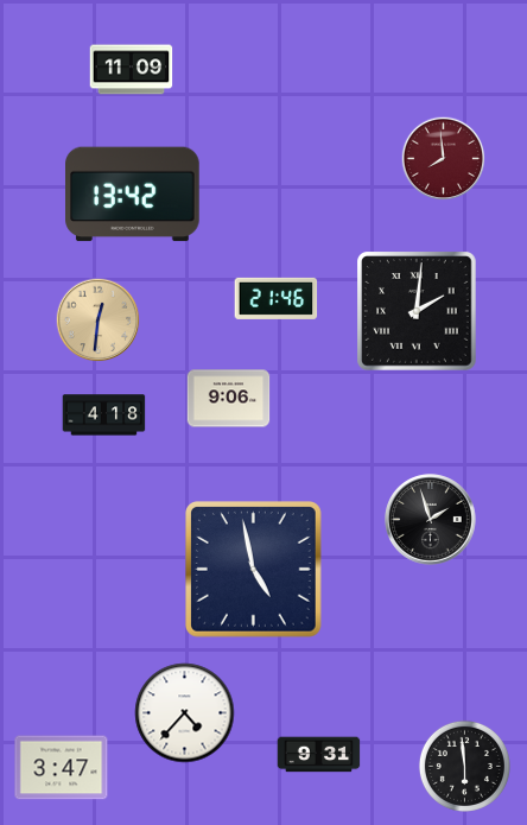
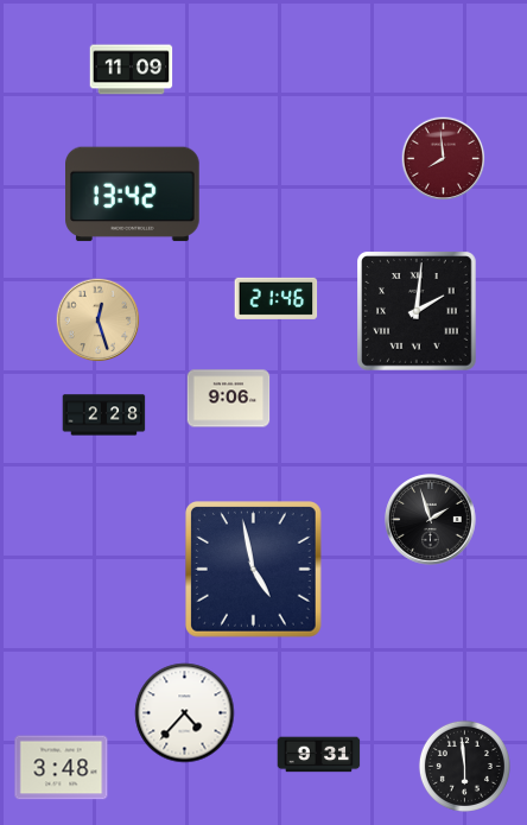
clock at (99, 321): 12:31 -> 12:27
clock at (104, 415): 4:18 -> 2:28
clock at (62, 768): 3:47 -> 3:48
